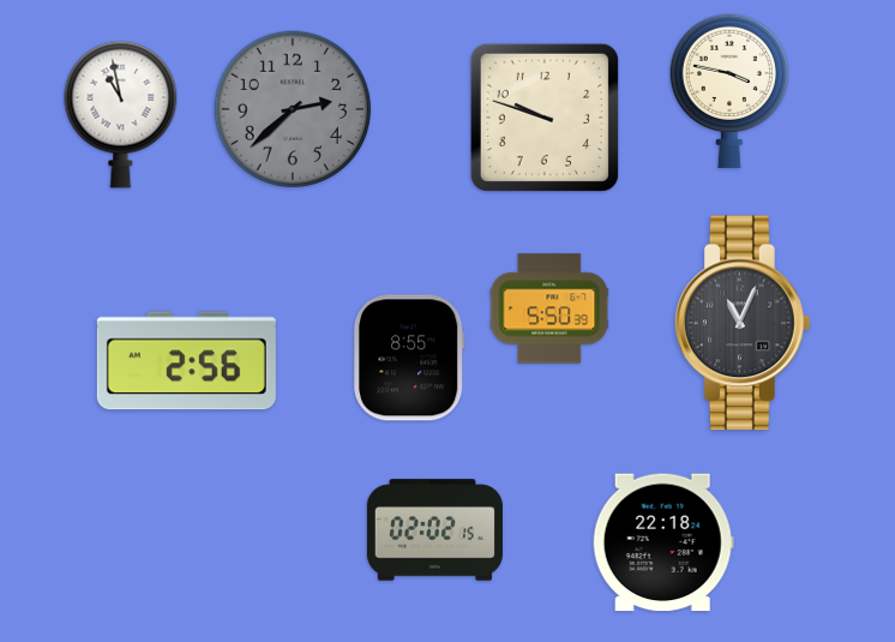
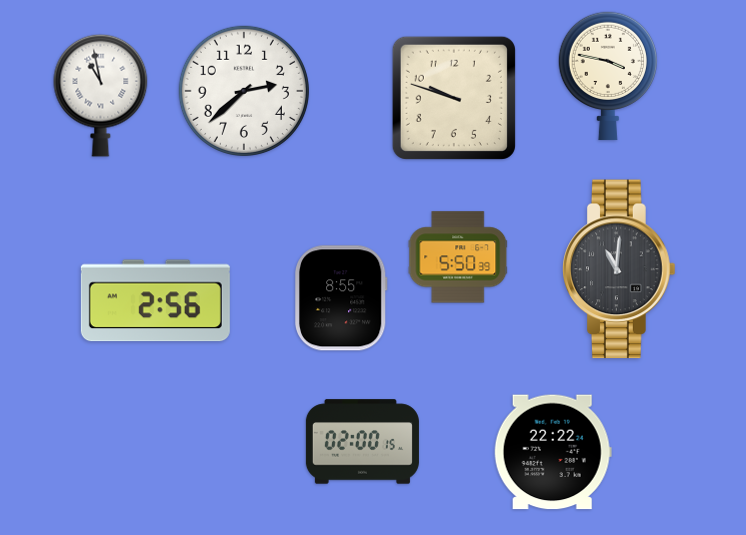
clock at (293, 109) dial: grey -> white
clock at (743, 323): 11:04 -> 11:01
clock at (434, 530): 02:02 -> 02:00
clock at (663, 542): 22:18 -> 22:22
